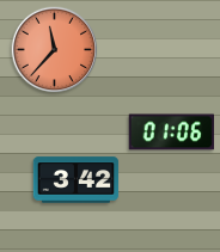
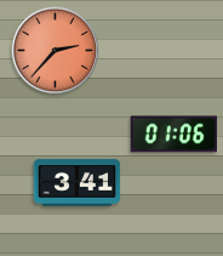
clock at (55, 50): 11:37 -> 2:37
clock at (77, 180): 3:42 -> 3:41
